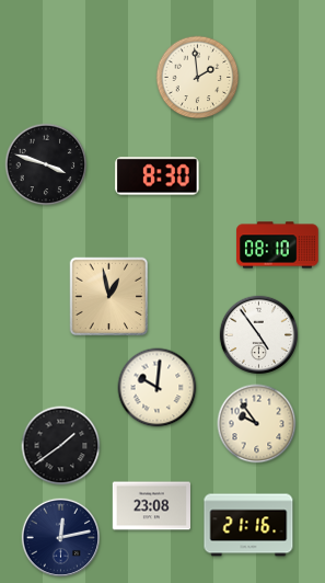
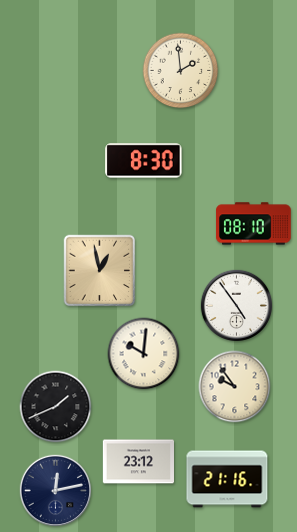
clock at (46, 164): 3:48 -> none
clock at (61, 446): 1:39 -> 1:41
clock at (151, 506): 23:08 -> 23:12
